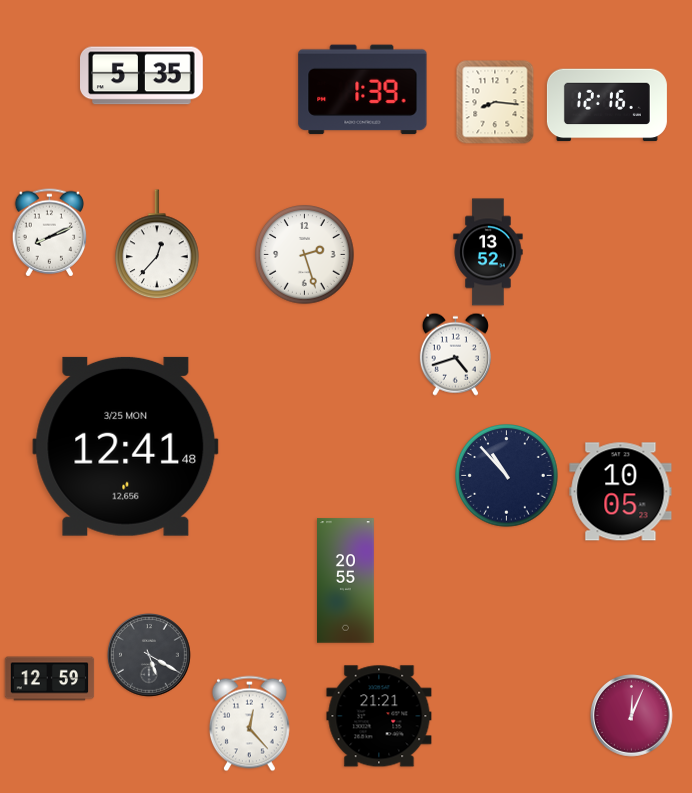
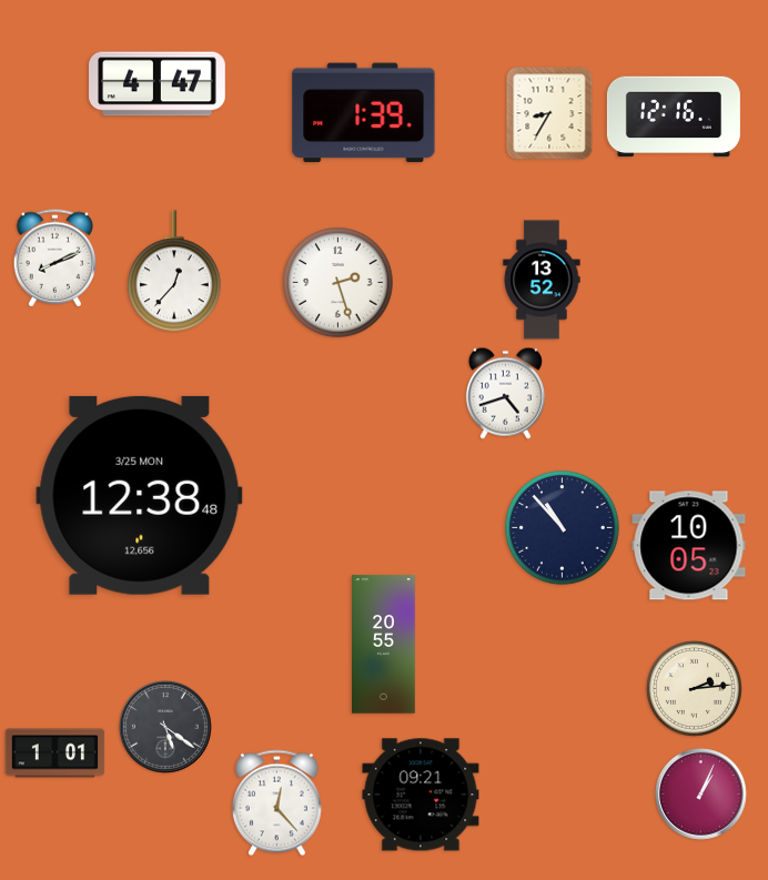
clock at (142, 76): 5:35 -> 4:47
clock at (363, 90) position: (363, 90) -> (364, 113)
clock at (495, 102): 8:16 -> 8:35
clock at (126, 446): 12:41 -> 12:38
clock at (694, 688): none -> 2:14
clock at (149, 655): 5:20 -> 5:21
clock at (50, 679): 12:59 -> 1:01
clock at (379, 716): 21:21 -> 09:21
clock at (632, 716): 12:04 -> 1:04
